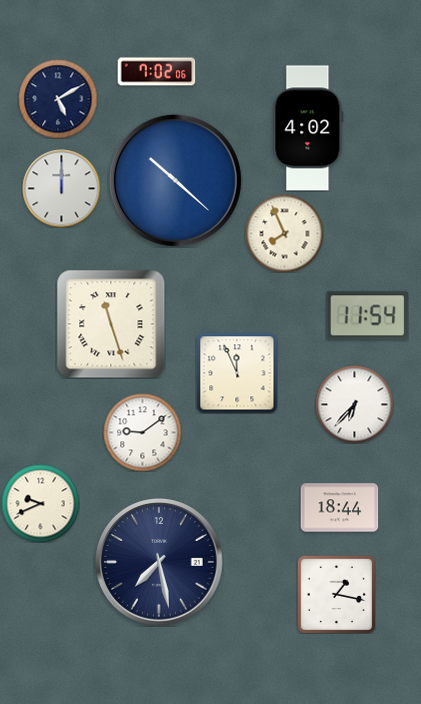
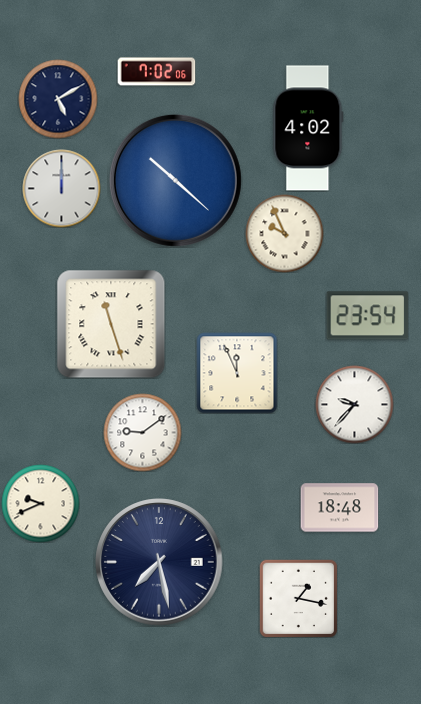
clock at (284, 233): 7:56 -> 9:56
clock at (367, 316): 11:54 -> 23:54
clock at (354, 404): 6:37 -> 9:37
clock at (339, 508): 18:44 -> 18:48
clock at (336, 594) position: (336, 594) -> (298, 598)
